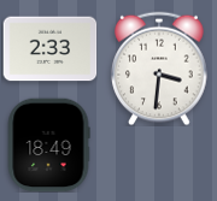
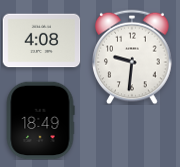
clock at (49, 49): 2:33 -> 4:08
clock at (159, 69): 3:31 -> 9:31
